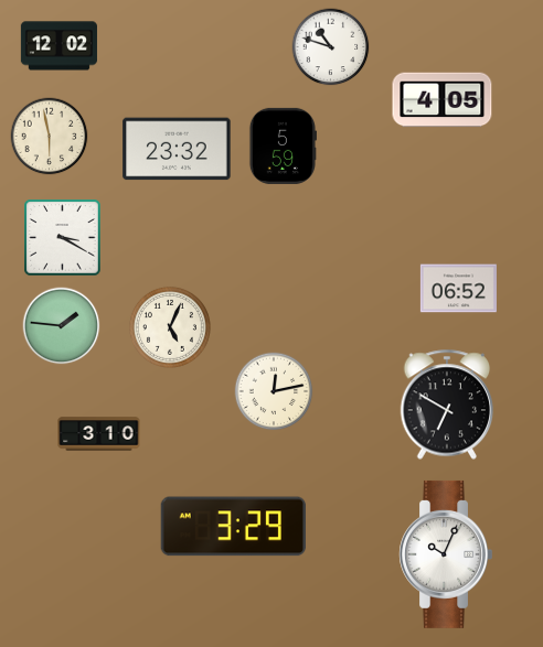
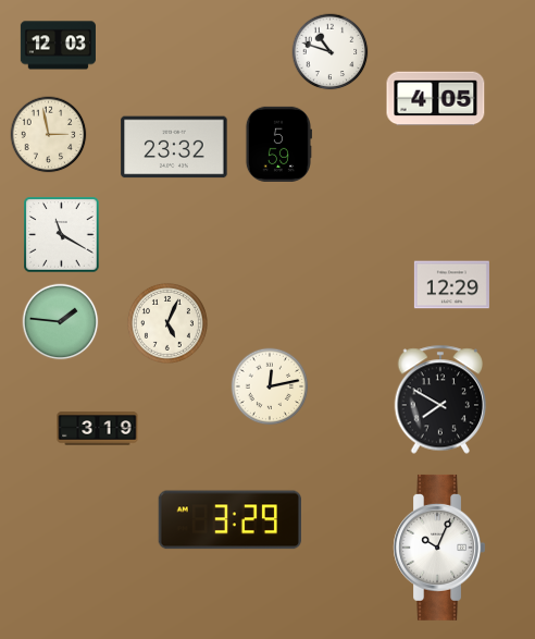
clock at (58, 46): 12:02 -> 12:03
clock at (331, 47) position: (331, 47) -> (331, 52)
clock at (50, 137): 5:58 -> 2:58
clock at (63, 238): 3:20 -> 11:20
clock at (458, 289): 06:52 -> 12:29
clock at (447, 405): 6:50 -> 7:50
clock at (99, 434): 3:10 -> 3:19
